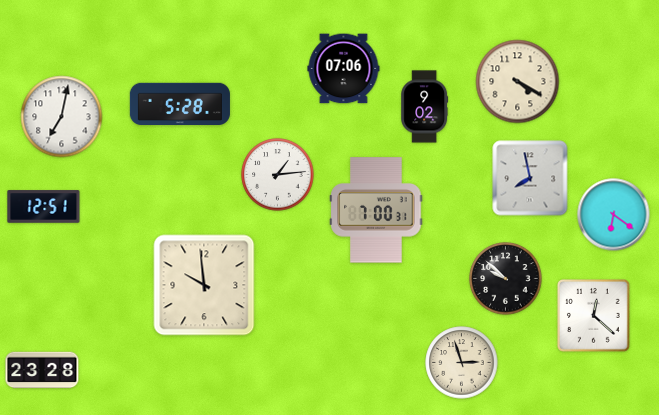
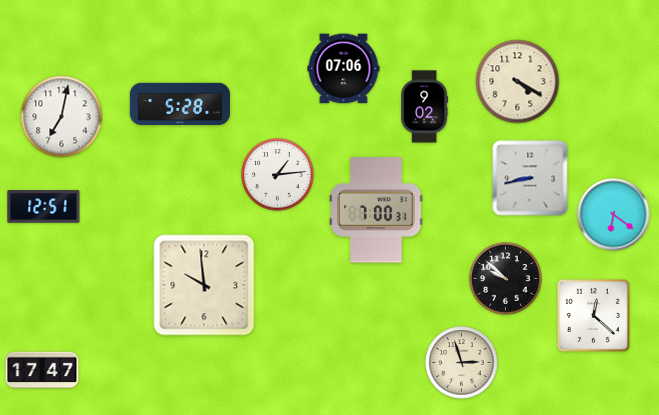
clock at (530, 178): 7:58 -> 8:43
clock at (42, 370): 23:28 -> 17:47
